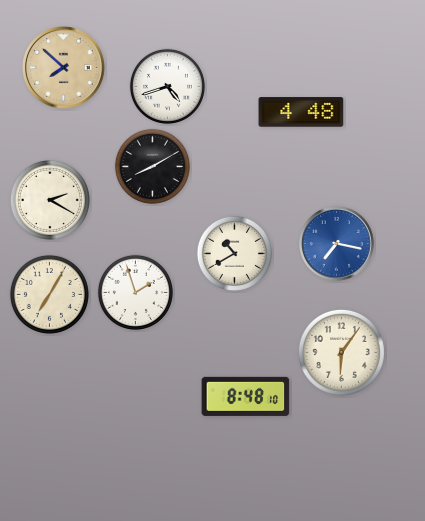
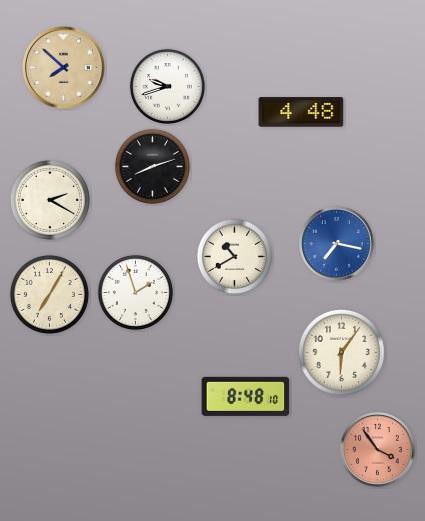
clock at (167, 86): 4:42 -> 9:42
clock at (152, 166): 8:10 -> 8:12
clock at (234, 253) position: (234, 253) -> (234, 256)
clock at (378, 450): none -> 3:54
